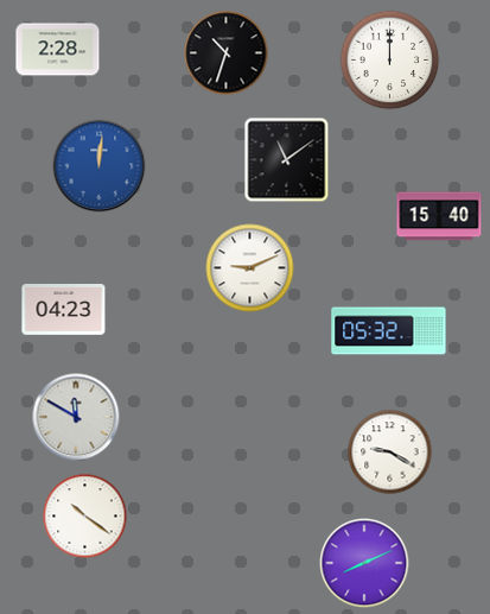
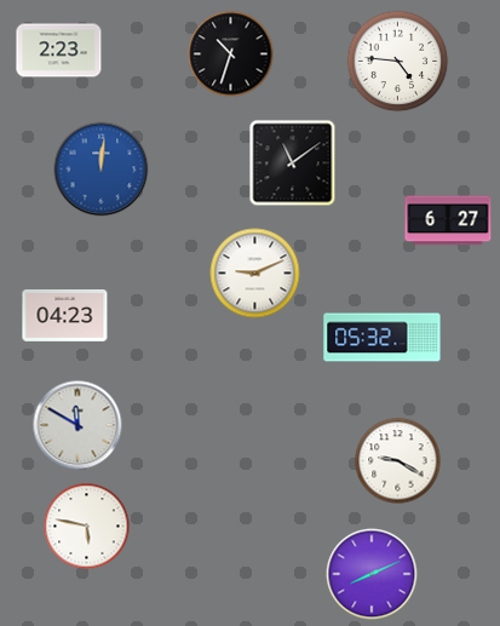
clock at (58, 50): 2:28 -> 2:23
clock at (390, 61): 12:00 -> 4:46
clock at (439, 216): 15:40 -> 6:27
clock at (389, 331) position: (389, 331) -> (383, 338)
clock at (85, 517): 10:21 -> 5:47
